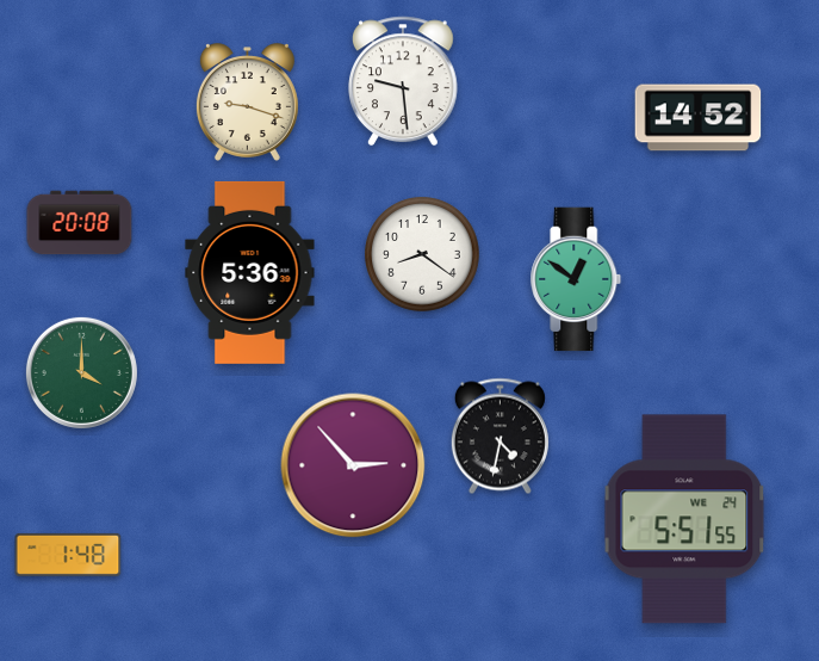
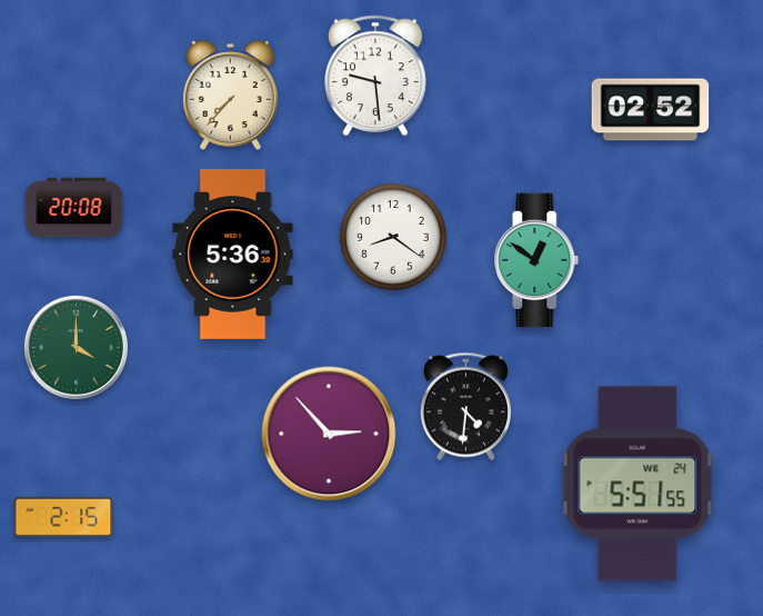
clock at (247, 103): 9:18 -> 7:37
clock at (699, 118): 14:52 -> 02:52
clock at (500, 437): 4:32 -> 4:31
clock at (68, 555): 1:48 -> 2:15
